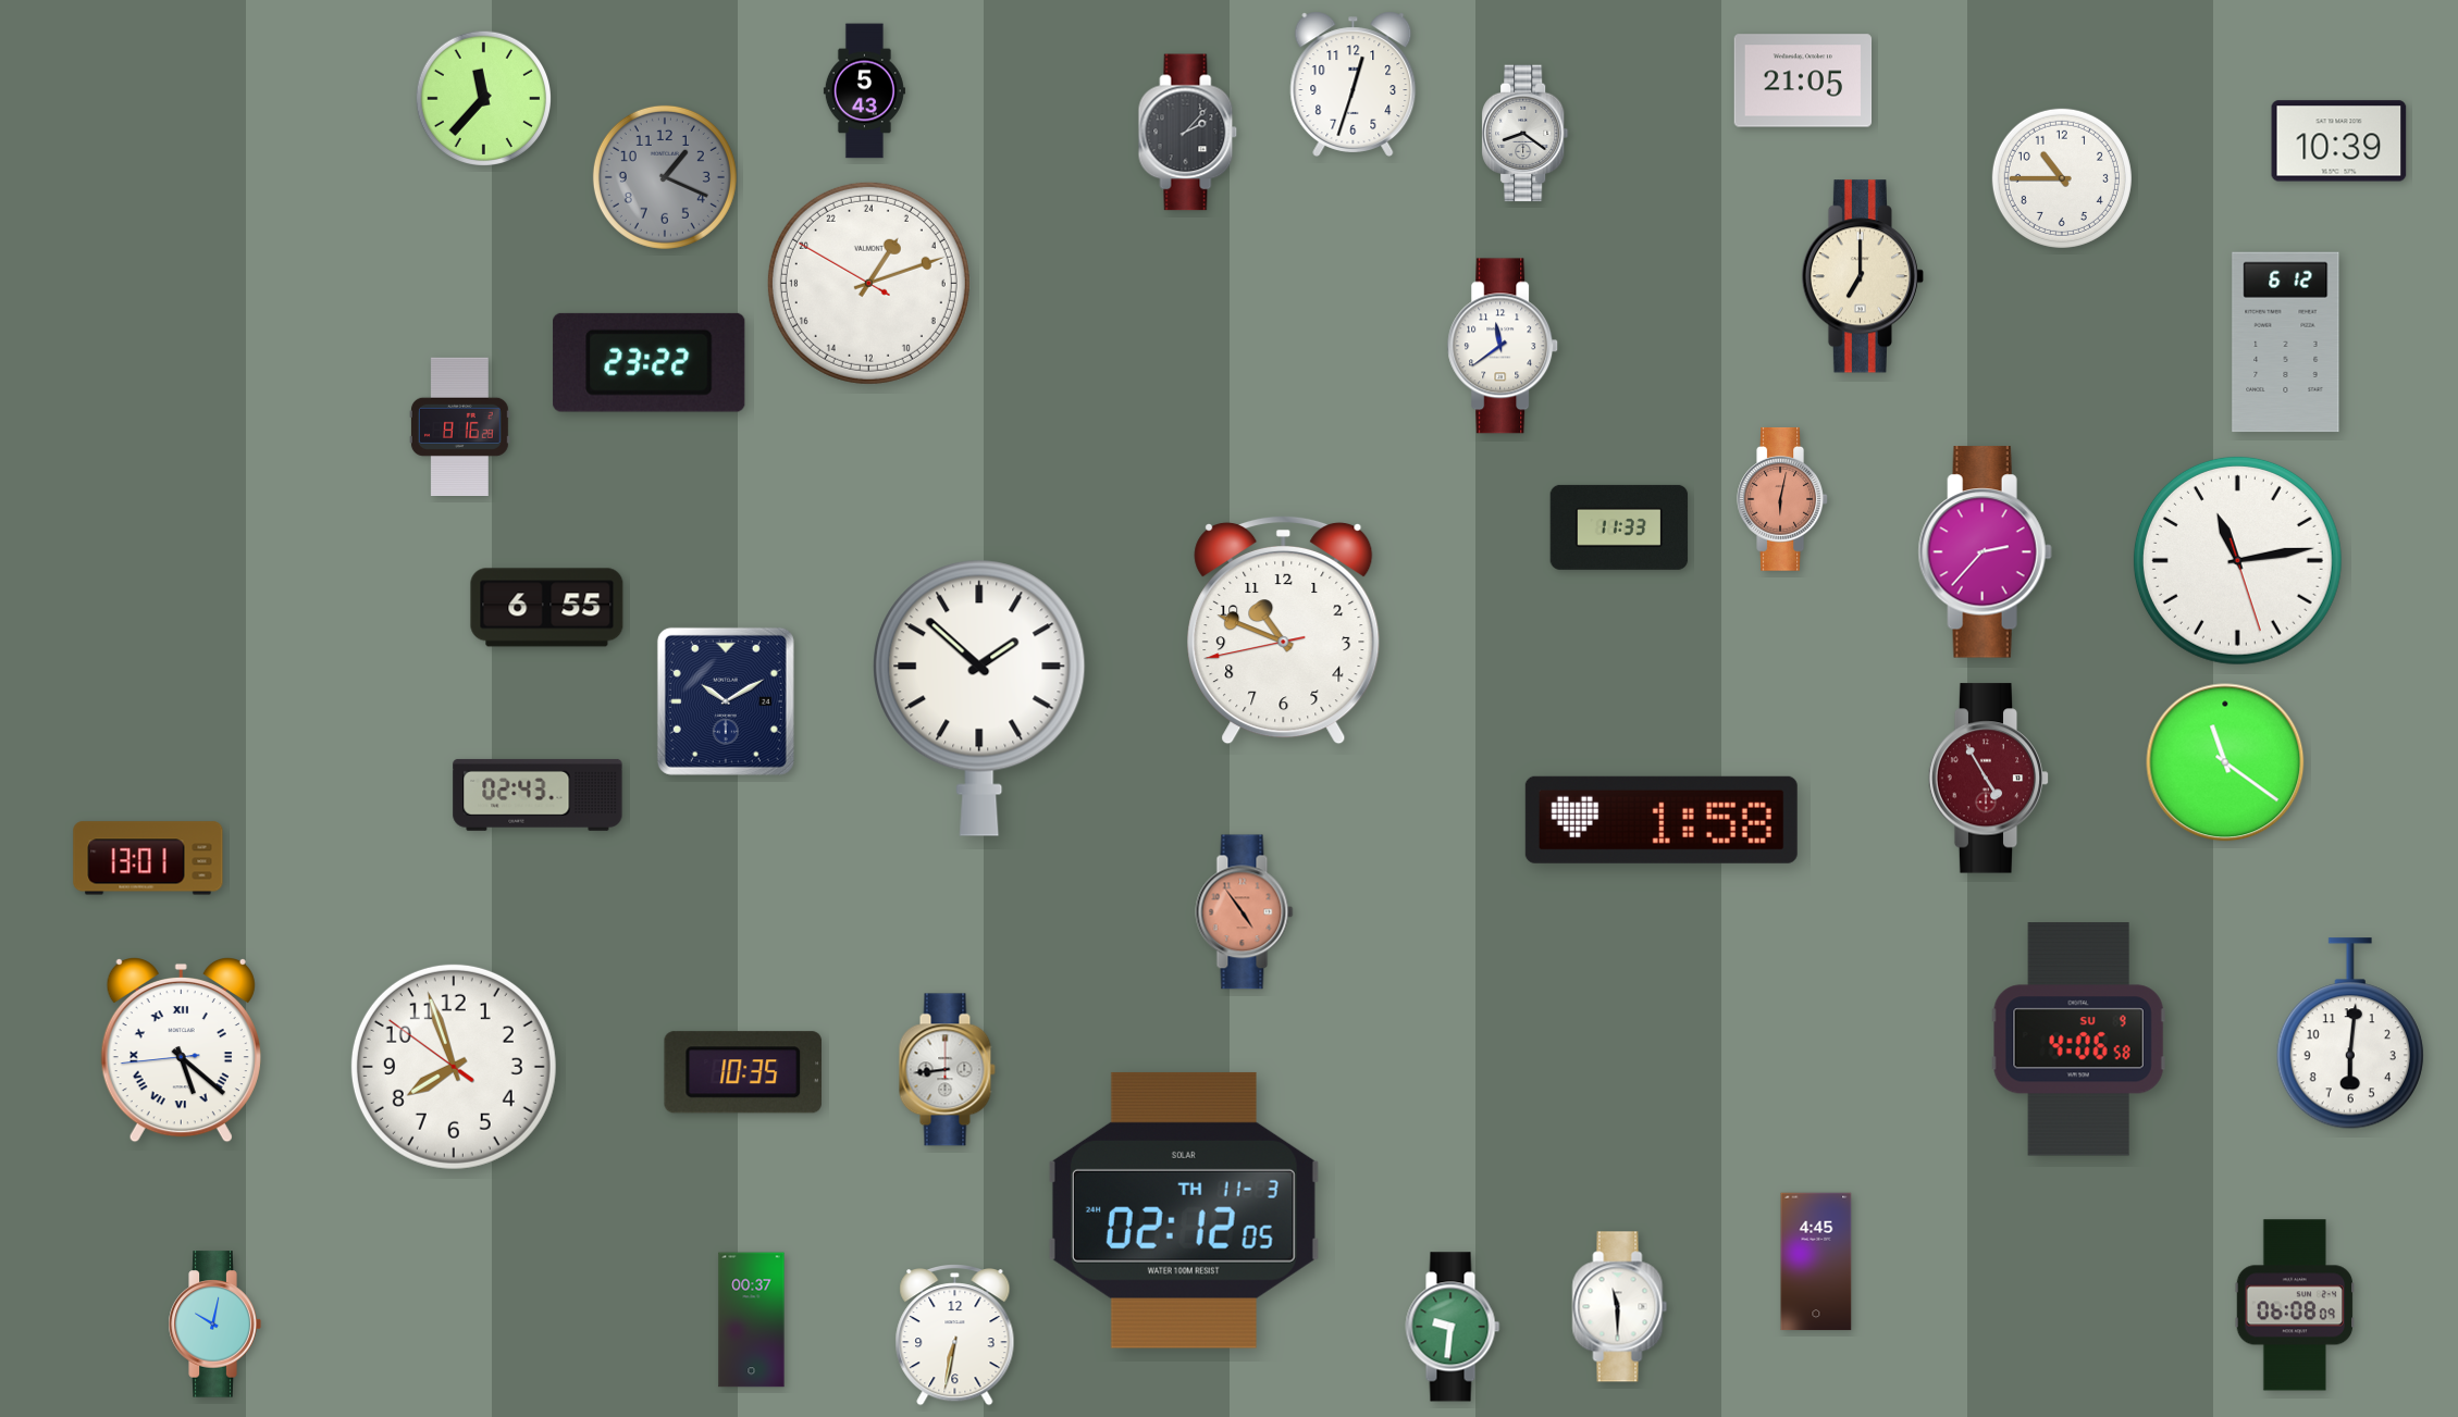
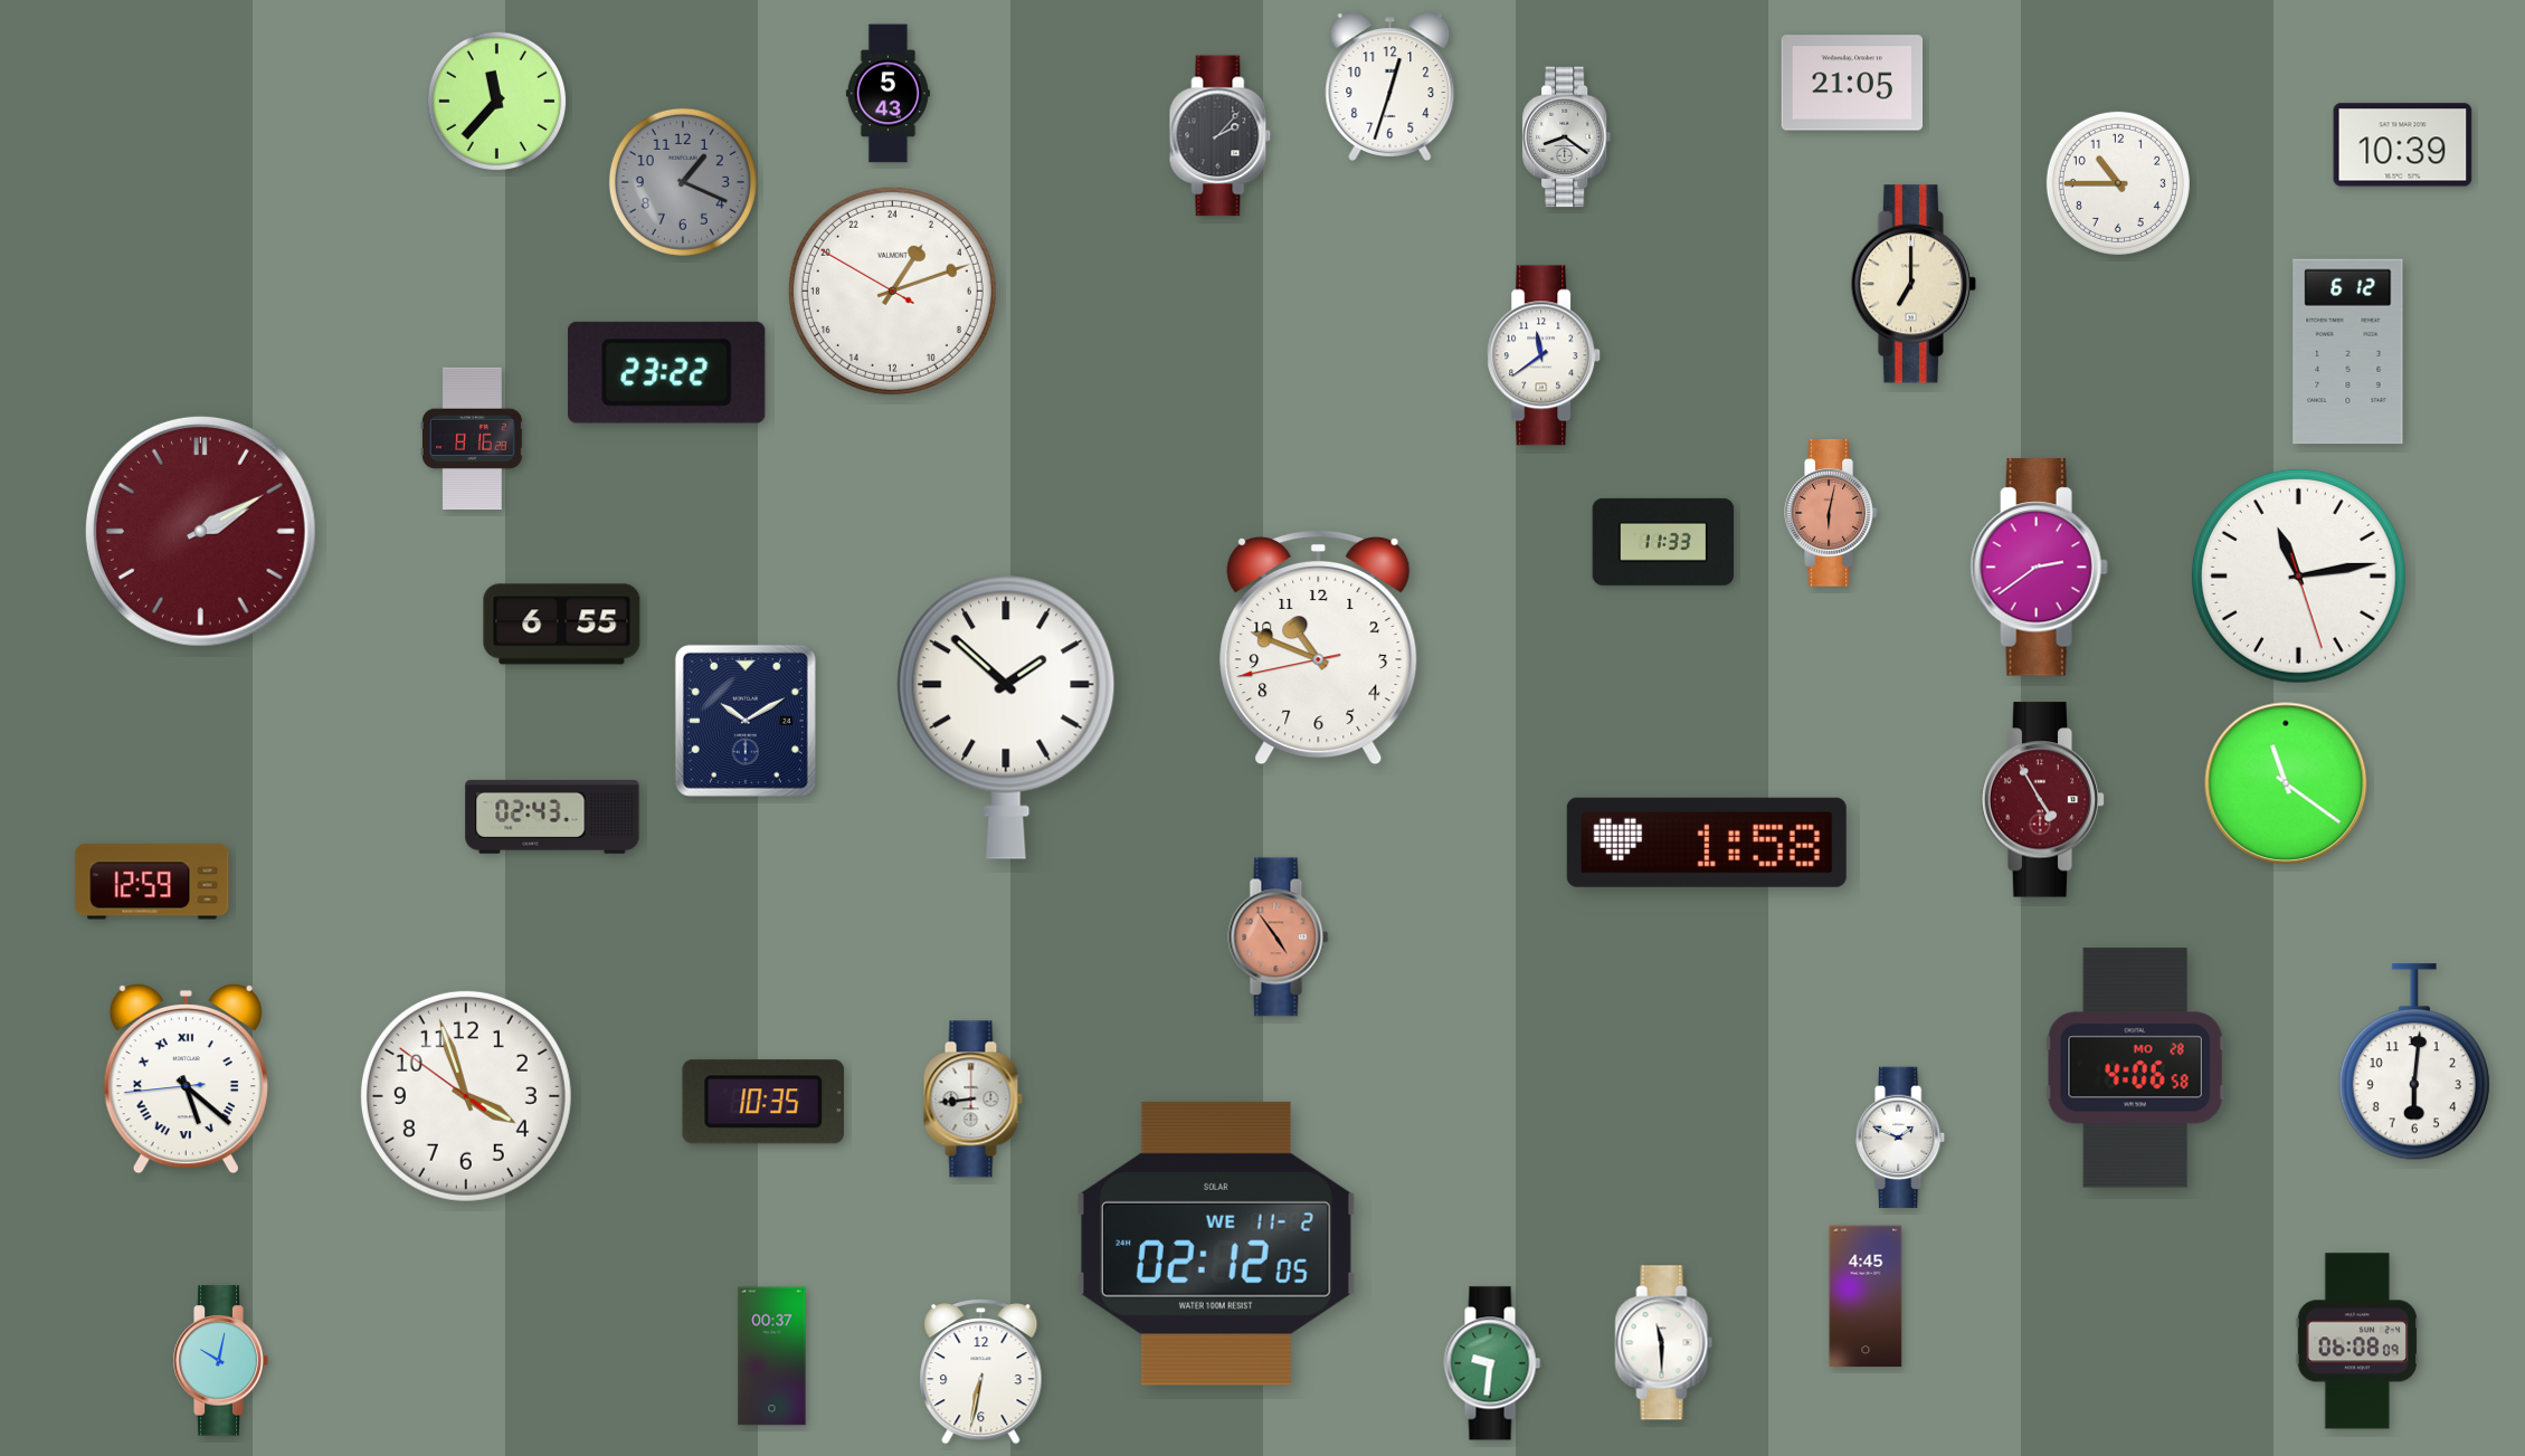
clock at (200, 531): none -> 2:10
clock at (1985, 552): 2:37 -> 2:39
clock at (148, 858): 13:01 -> 12:59
clock at (2078, 1040) date: SU 9 -> MO 28
clock at (454, 1067): 7:56 -> 3:56
clock at (1901, 1138): none -> 1:49
clock at (1184, 1210) date: TH 11-3 -> WE 11-2
